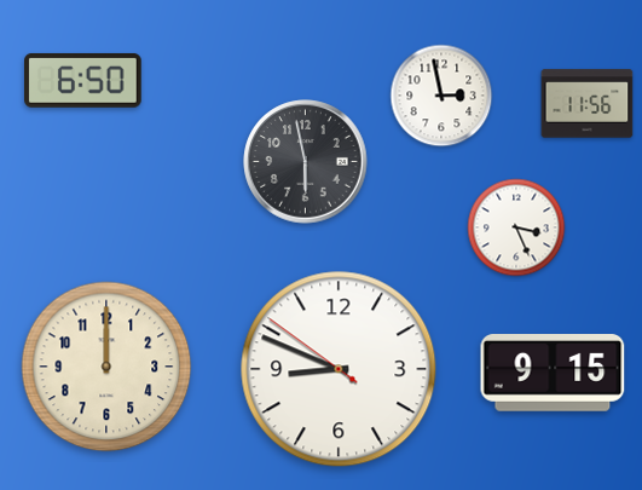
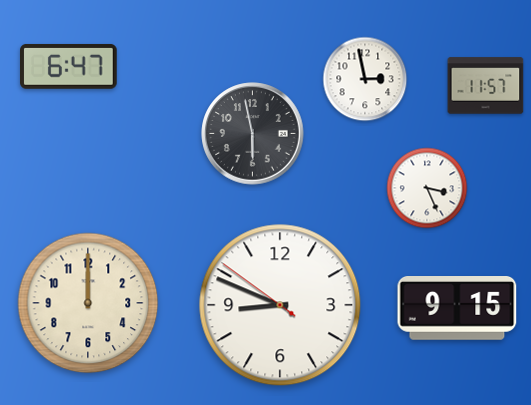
clock at (83, 80): 6:50 -> 6:47
clock at (588, 104): 11:56 -> 11:57
